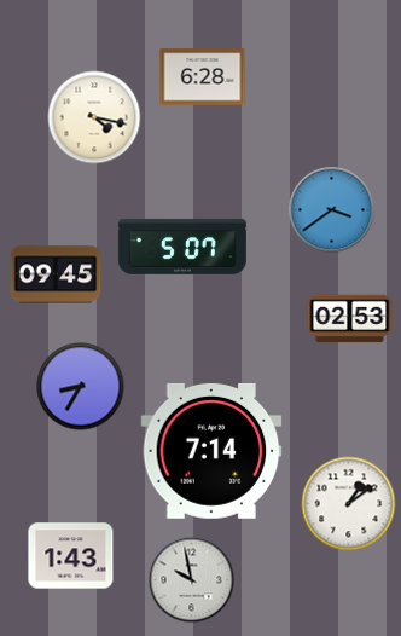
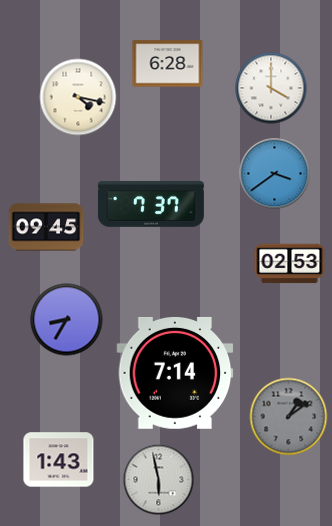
clock at (271, 88): none -> 4:00
clock at (182, 247): 5:07 -> 7:37
clock at (349, 504) dial: white -> grey
clock at (192, 580): 9:58 -> 5:58
